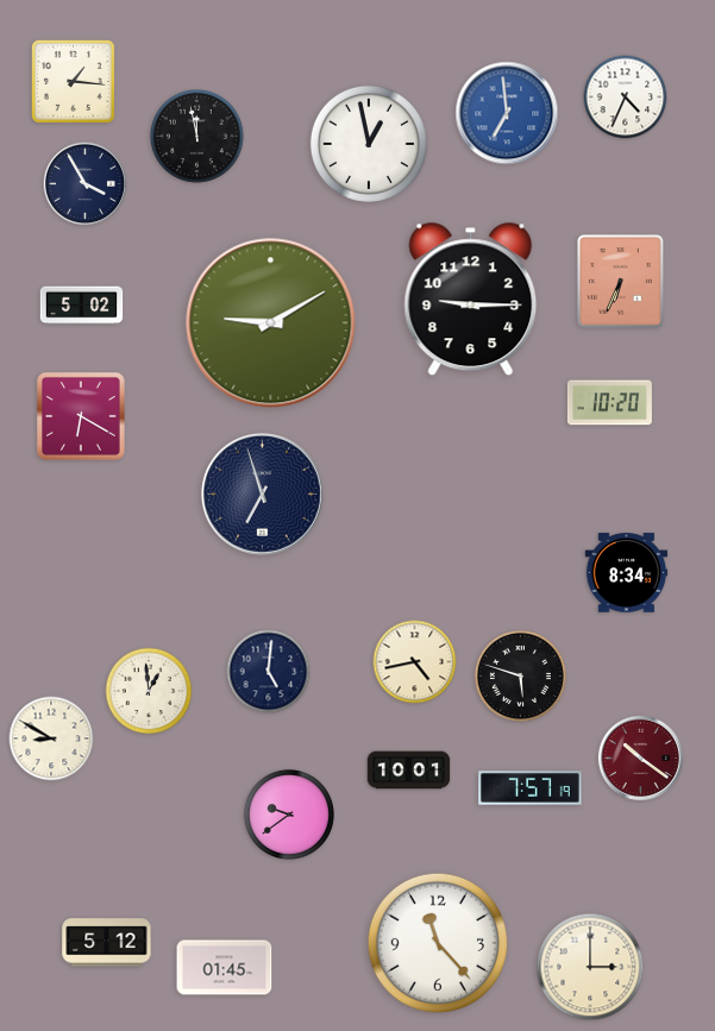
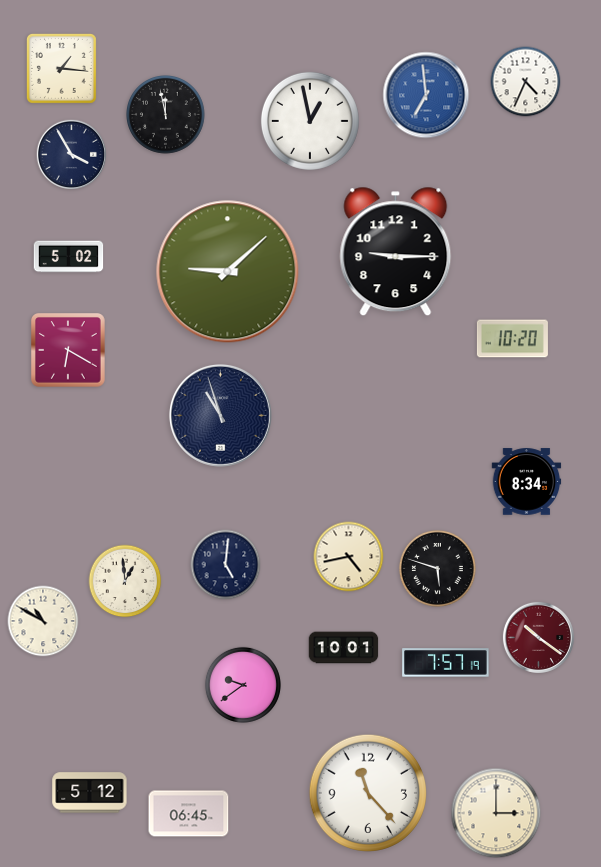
clock at (620, 282): 6:34 -> none
clock at (271, 323): 9:10 -> 9:08
clock at (262, 494): 6:57 -> 10:57
clock at (51, 738): 8:50 -> 10:50
clock at (225, 968): 01:45 -> 06:45
